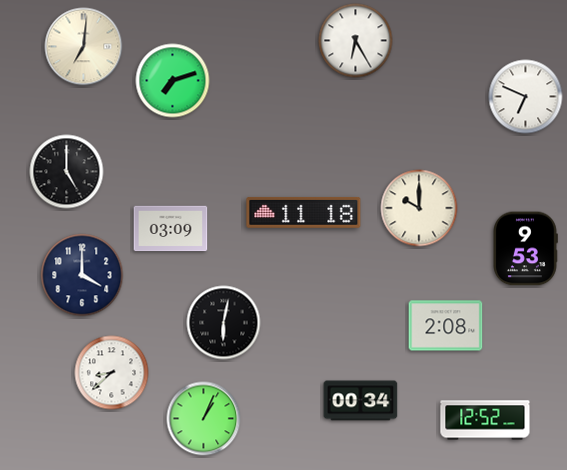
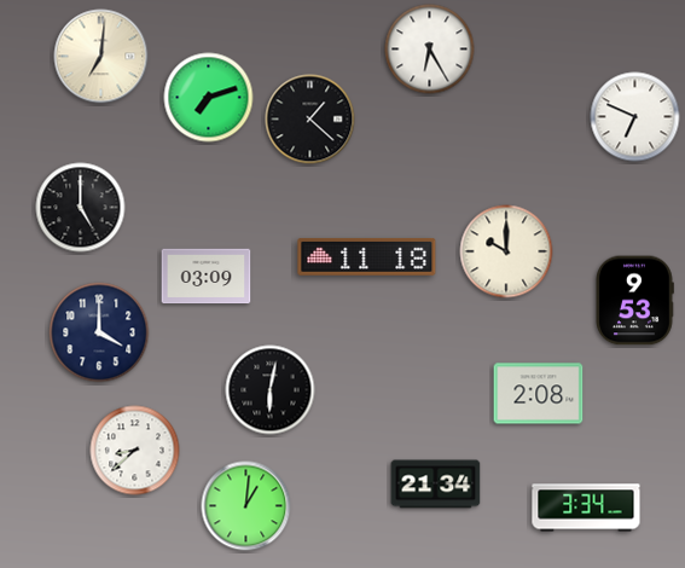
clock at (310, 120): none -> 1:22
clock at (361, 401): 00:34 -> 21:34
clock at (204, 419): 1:04 -> 1:01
clock at (485, 420): 12:52 -> 3:34
